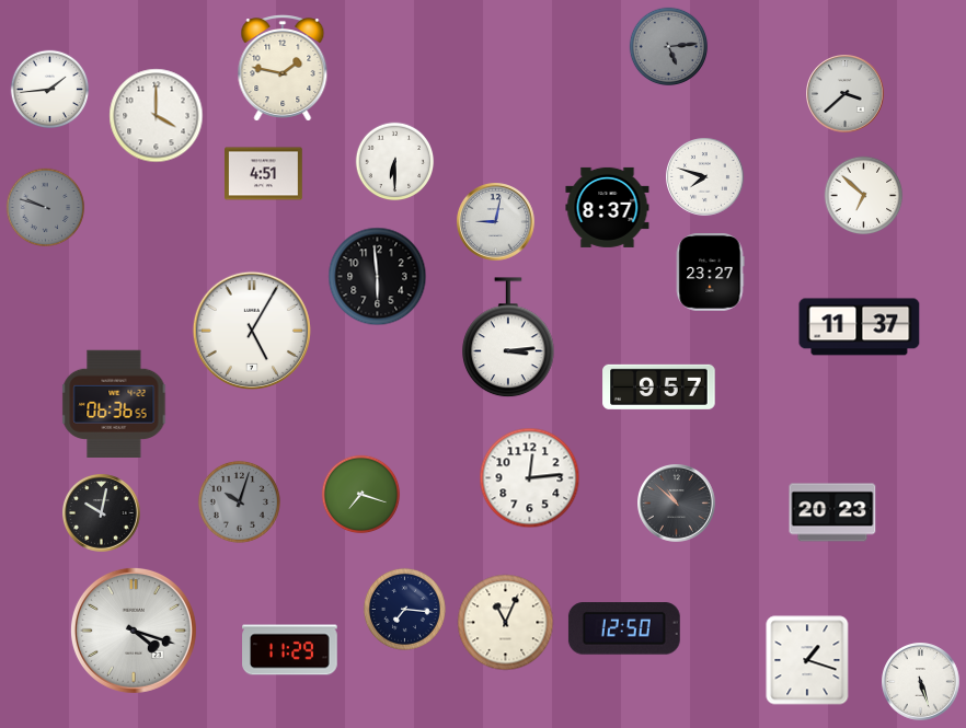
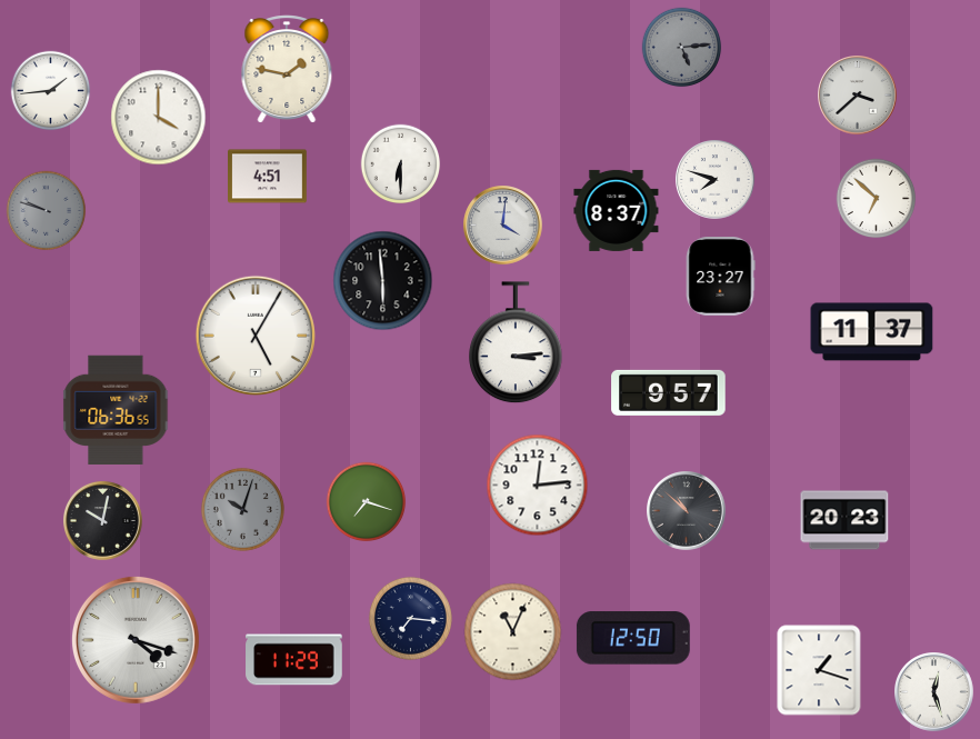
clock at (669, 47) position: (669, 47) -> (682, 48)
clock at (496, 222): 9:02 -> 4:01
clock at (921, 682): 5:27 -> 12:27
